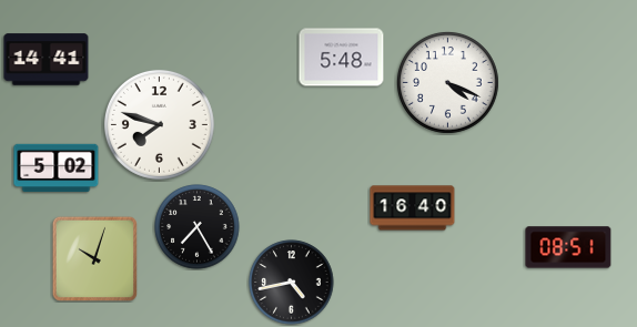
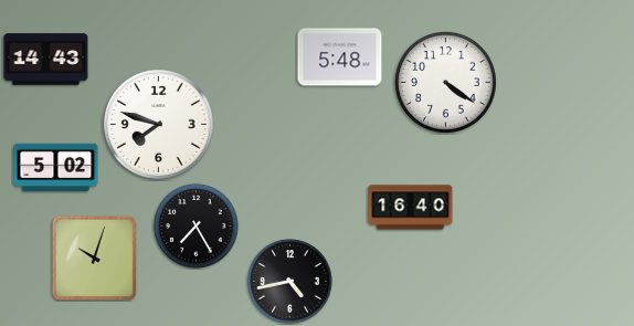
clock at (47, 60): 14:41 -> 14:43
clock at (447, 82): 4:19 -> 4:21
clock at (568, 247): 08:51 -> none
